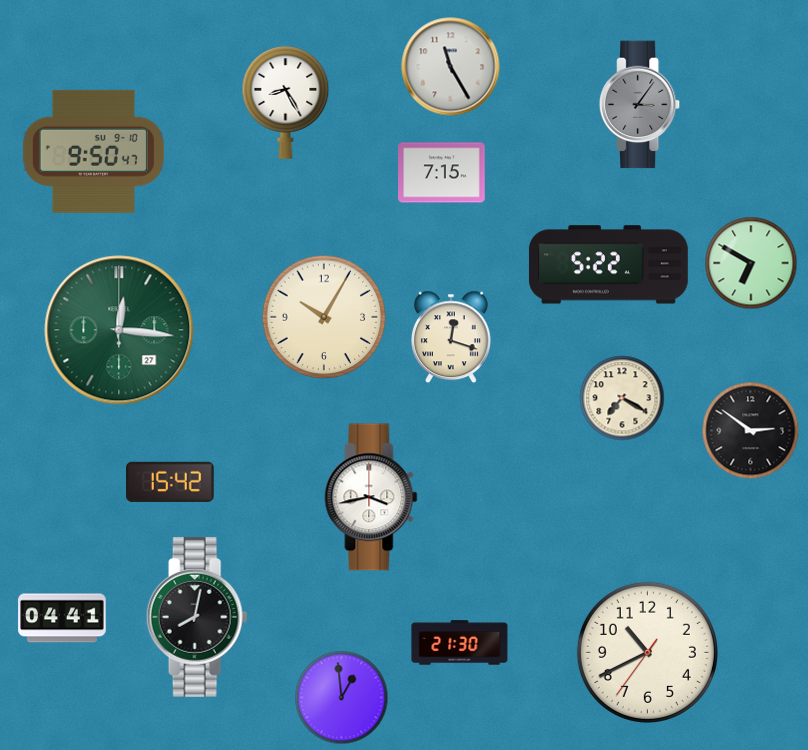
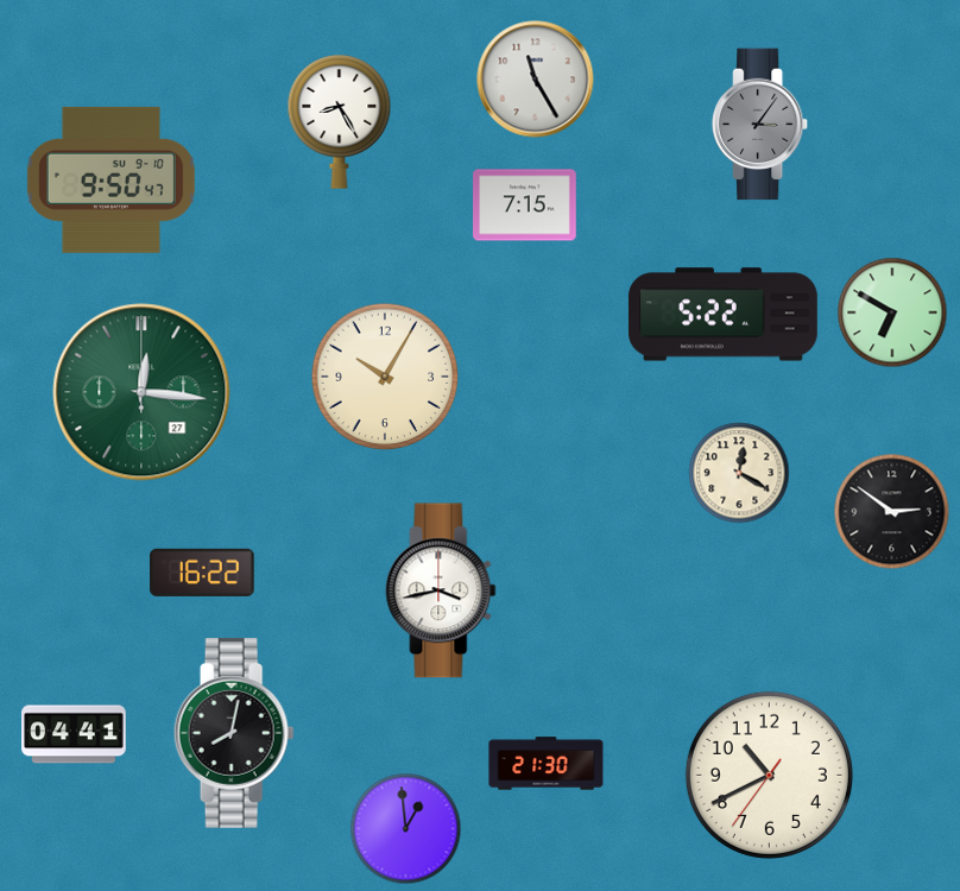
clock at (452, 337): 12:18 -> none
clock at (622, 398): 7:20 -> 12:20
clock at (171, 482): 15:42 -> 16:22
